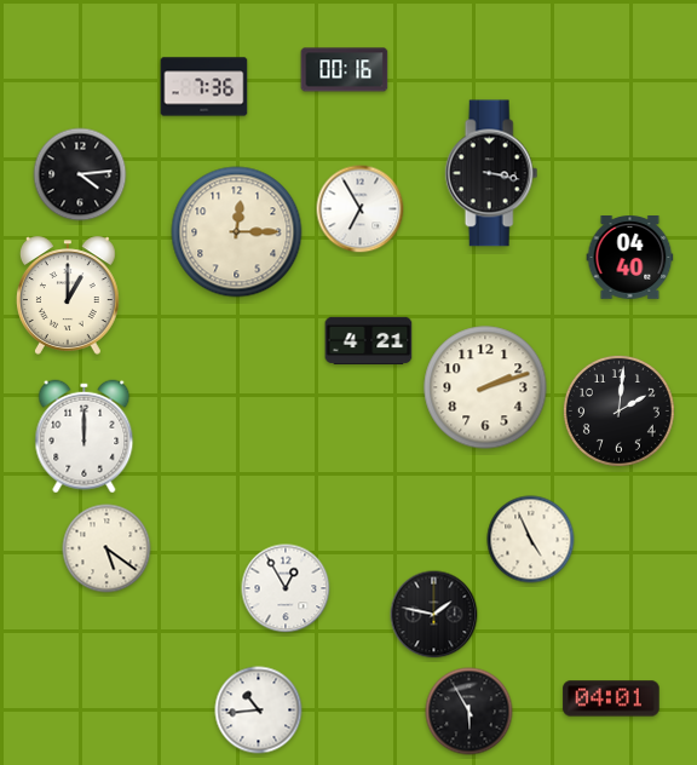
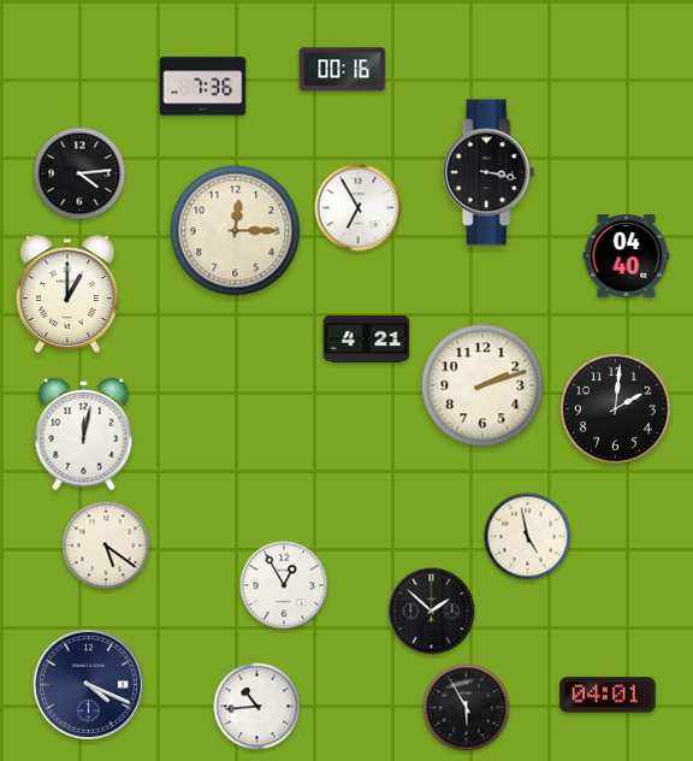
clock at (85, 437): 12:00 -> 12:02
clock at (531, 540): 4:56 -> 4:58
clock at (434, 615): 1:47 -> 1:52
clock at (88, 684): none -> 4:19
